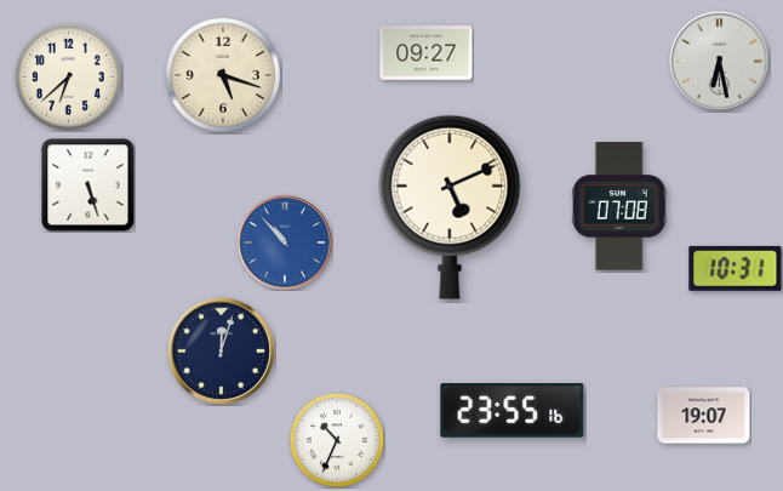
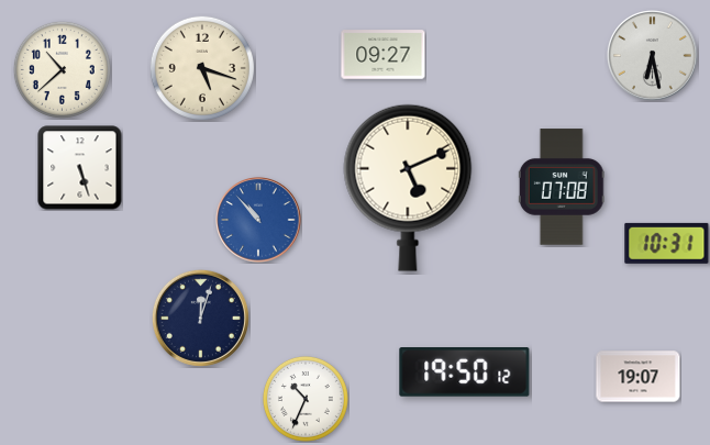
clock at (427, 53) position: (427, 53) -> (384, 55)
clock at (68, 76): 6:38 -> 10:38
clock at (513, 411): 23:55 -> 19:50
